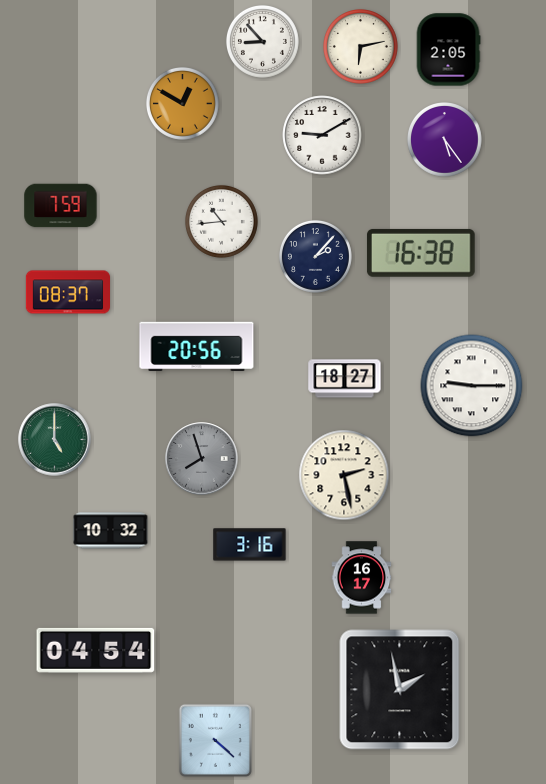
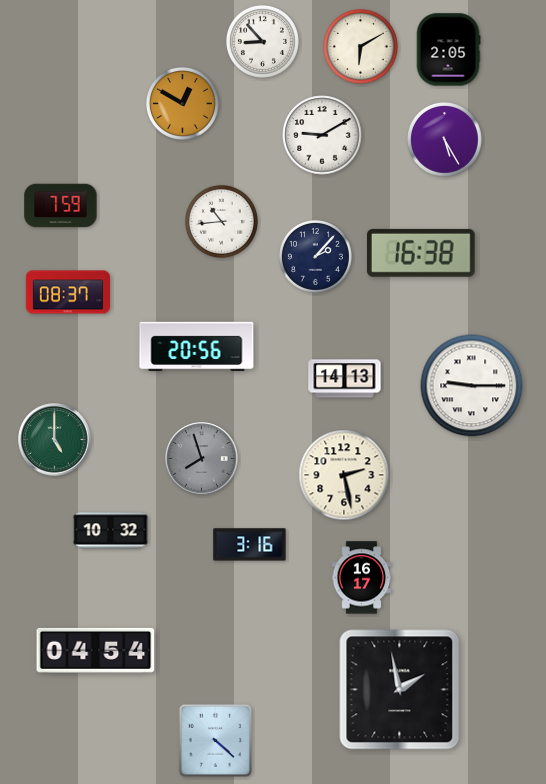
clock at (361, 47): 6:13 -> 6:10
clock at (445, 140): 5:24 -> 5:25
clock at (345, 379): 18:27 -> 14:13
